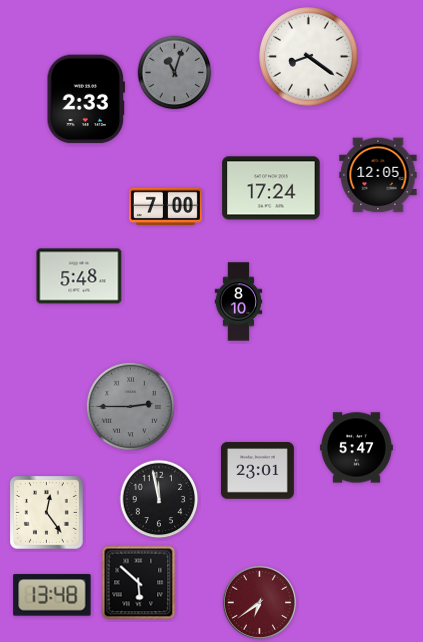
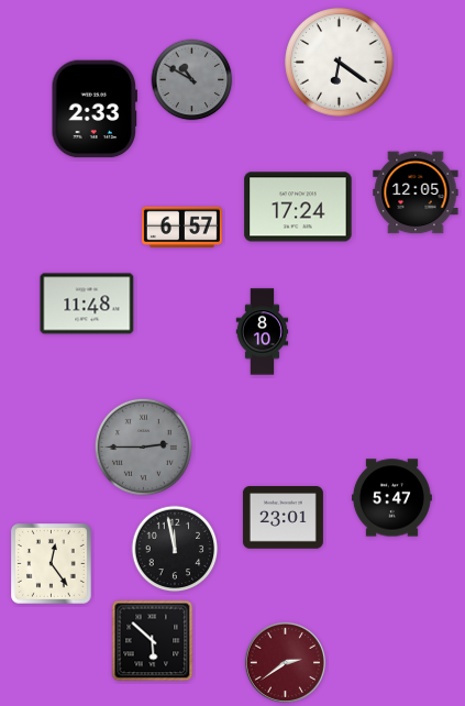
clock at (309, 57): 8:21 -> 6:21
clock at (175, 73): 11:03 -> 10:50
clock at (165, 206): 7:00 -> 6:57
clock at (79, 276): 5:48 -> 11:48
clock at (356, 448) position: (356, 448) -> (391, 498)
clock at (52, 595): 13:48 -> none
clock at (259, 602): 6:39 -> 2:39
